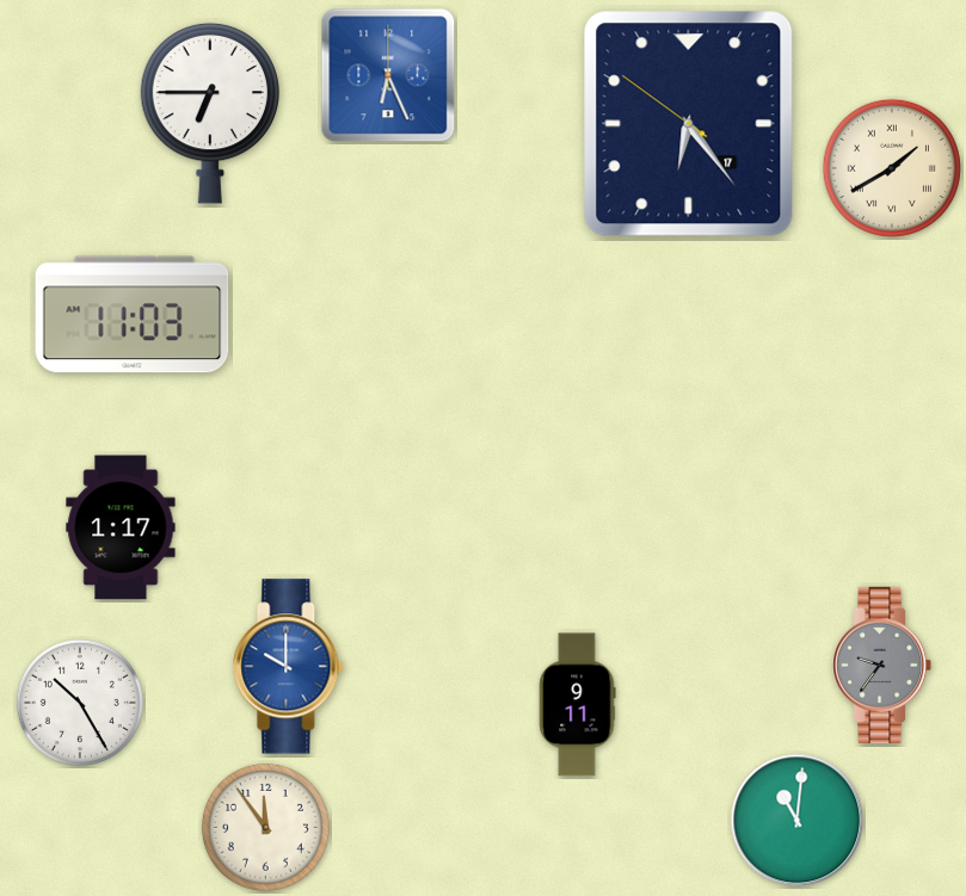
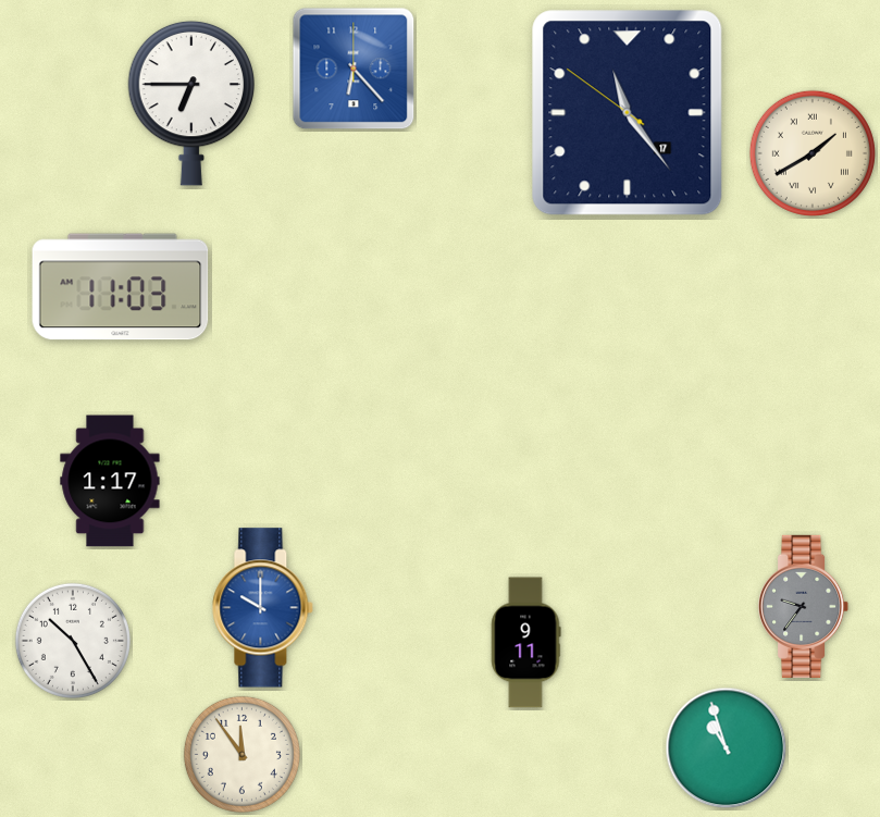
clock at (388, 75): 6:26 -> 6:23
clock at (689, 124): 6:23 -> 11:23
clock at (798, 821): 11:01 -> 10:57
